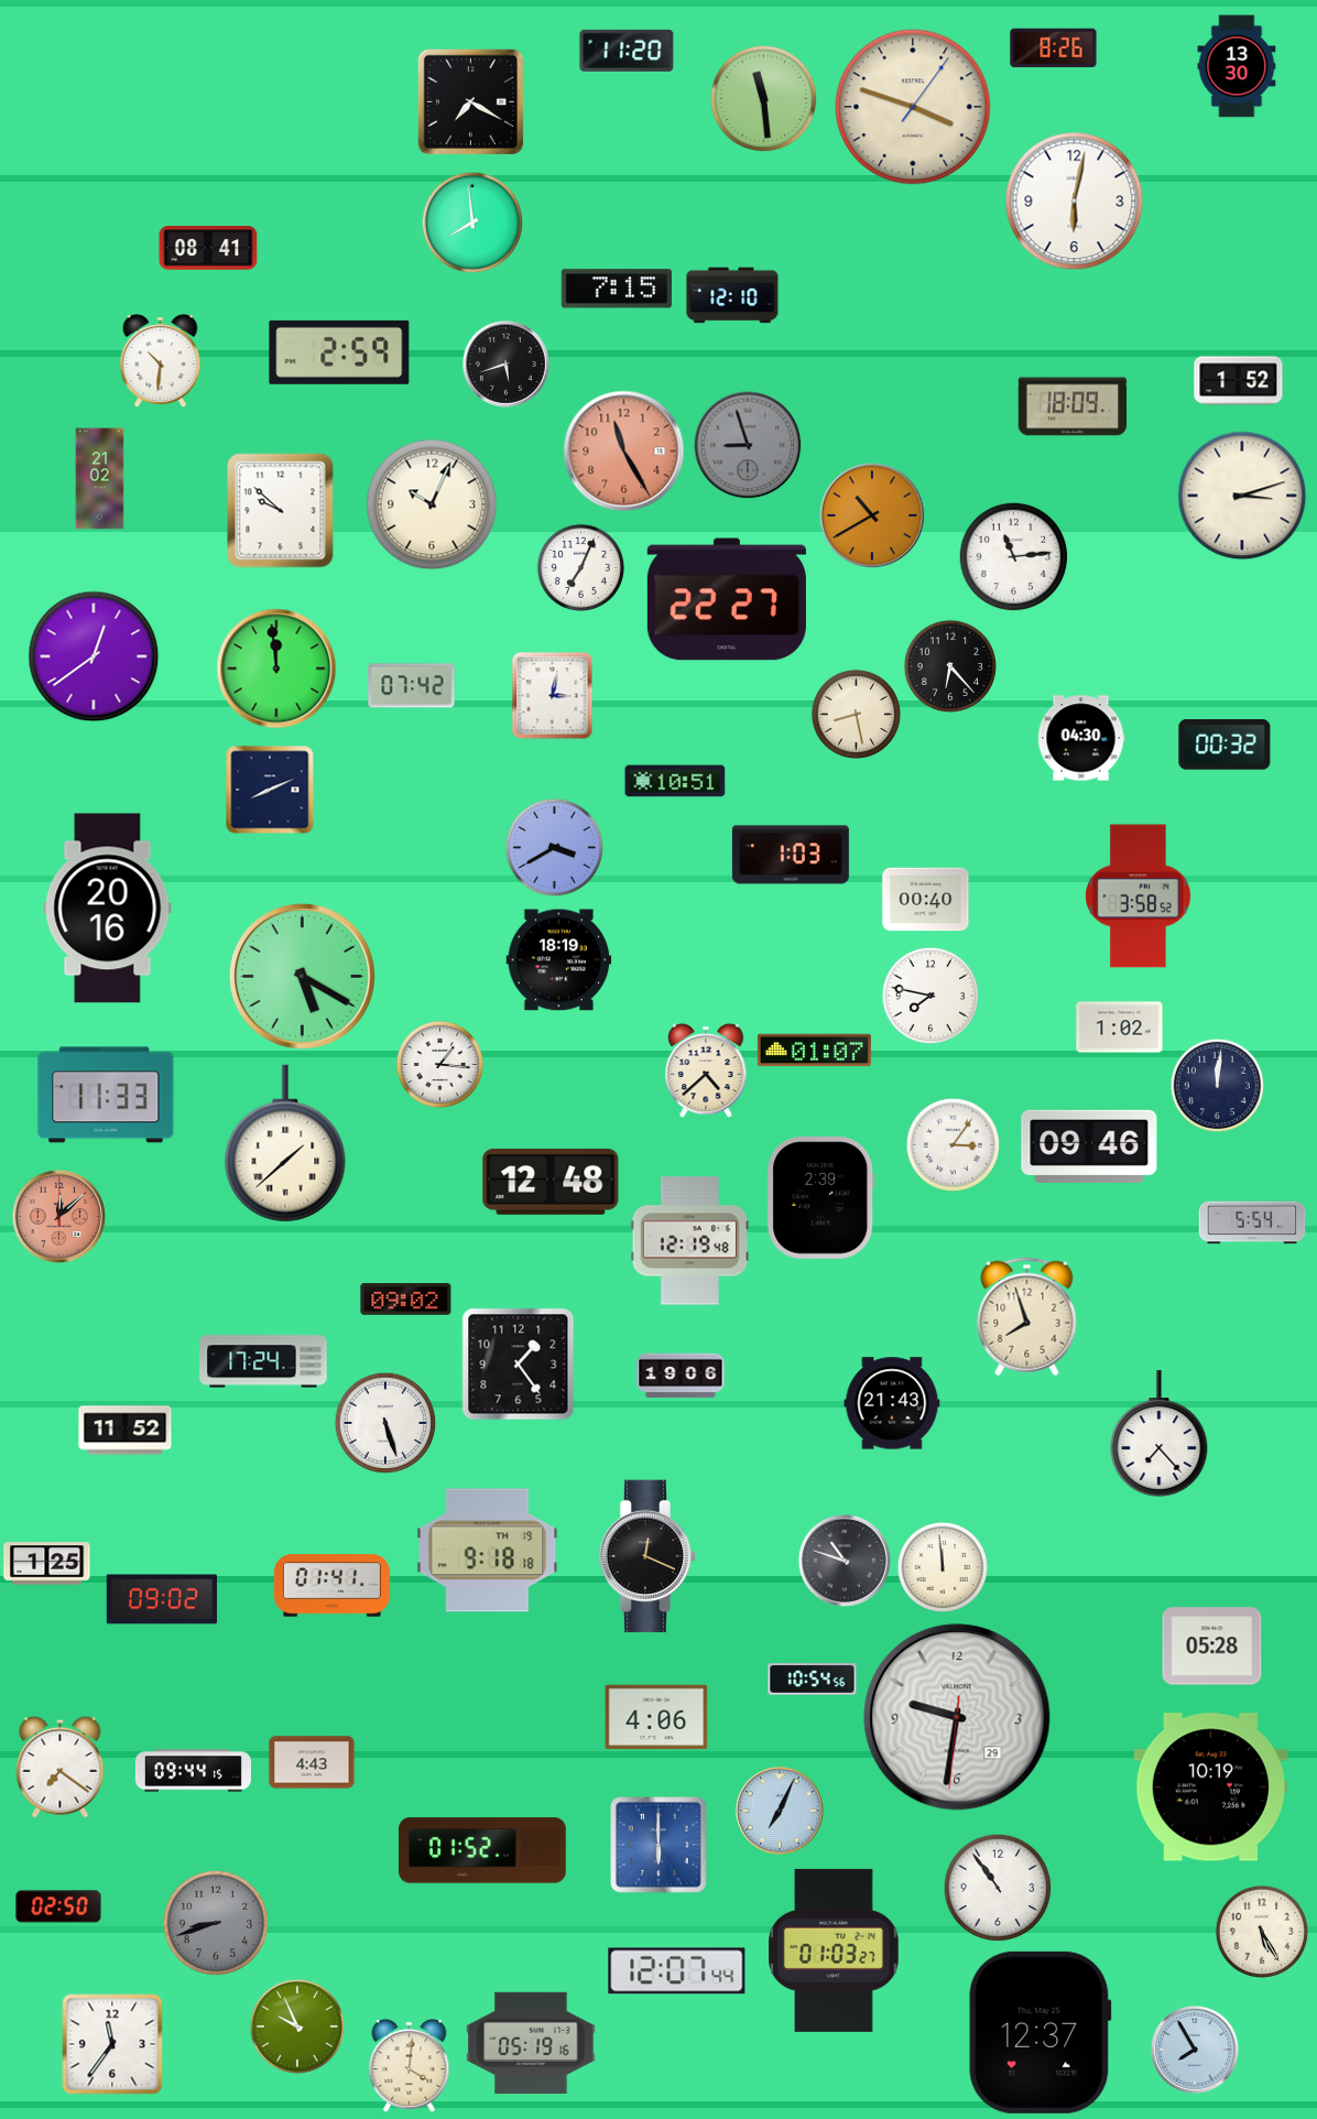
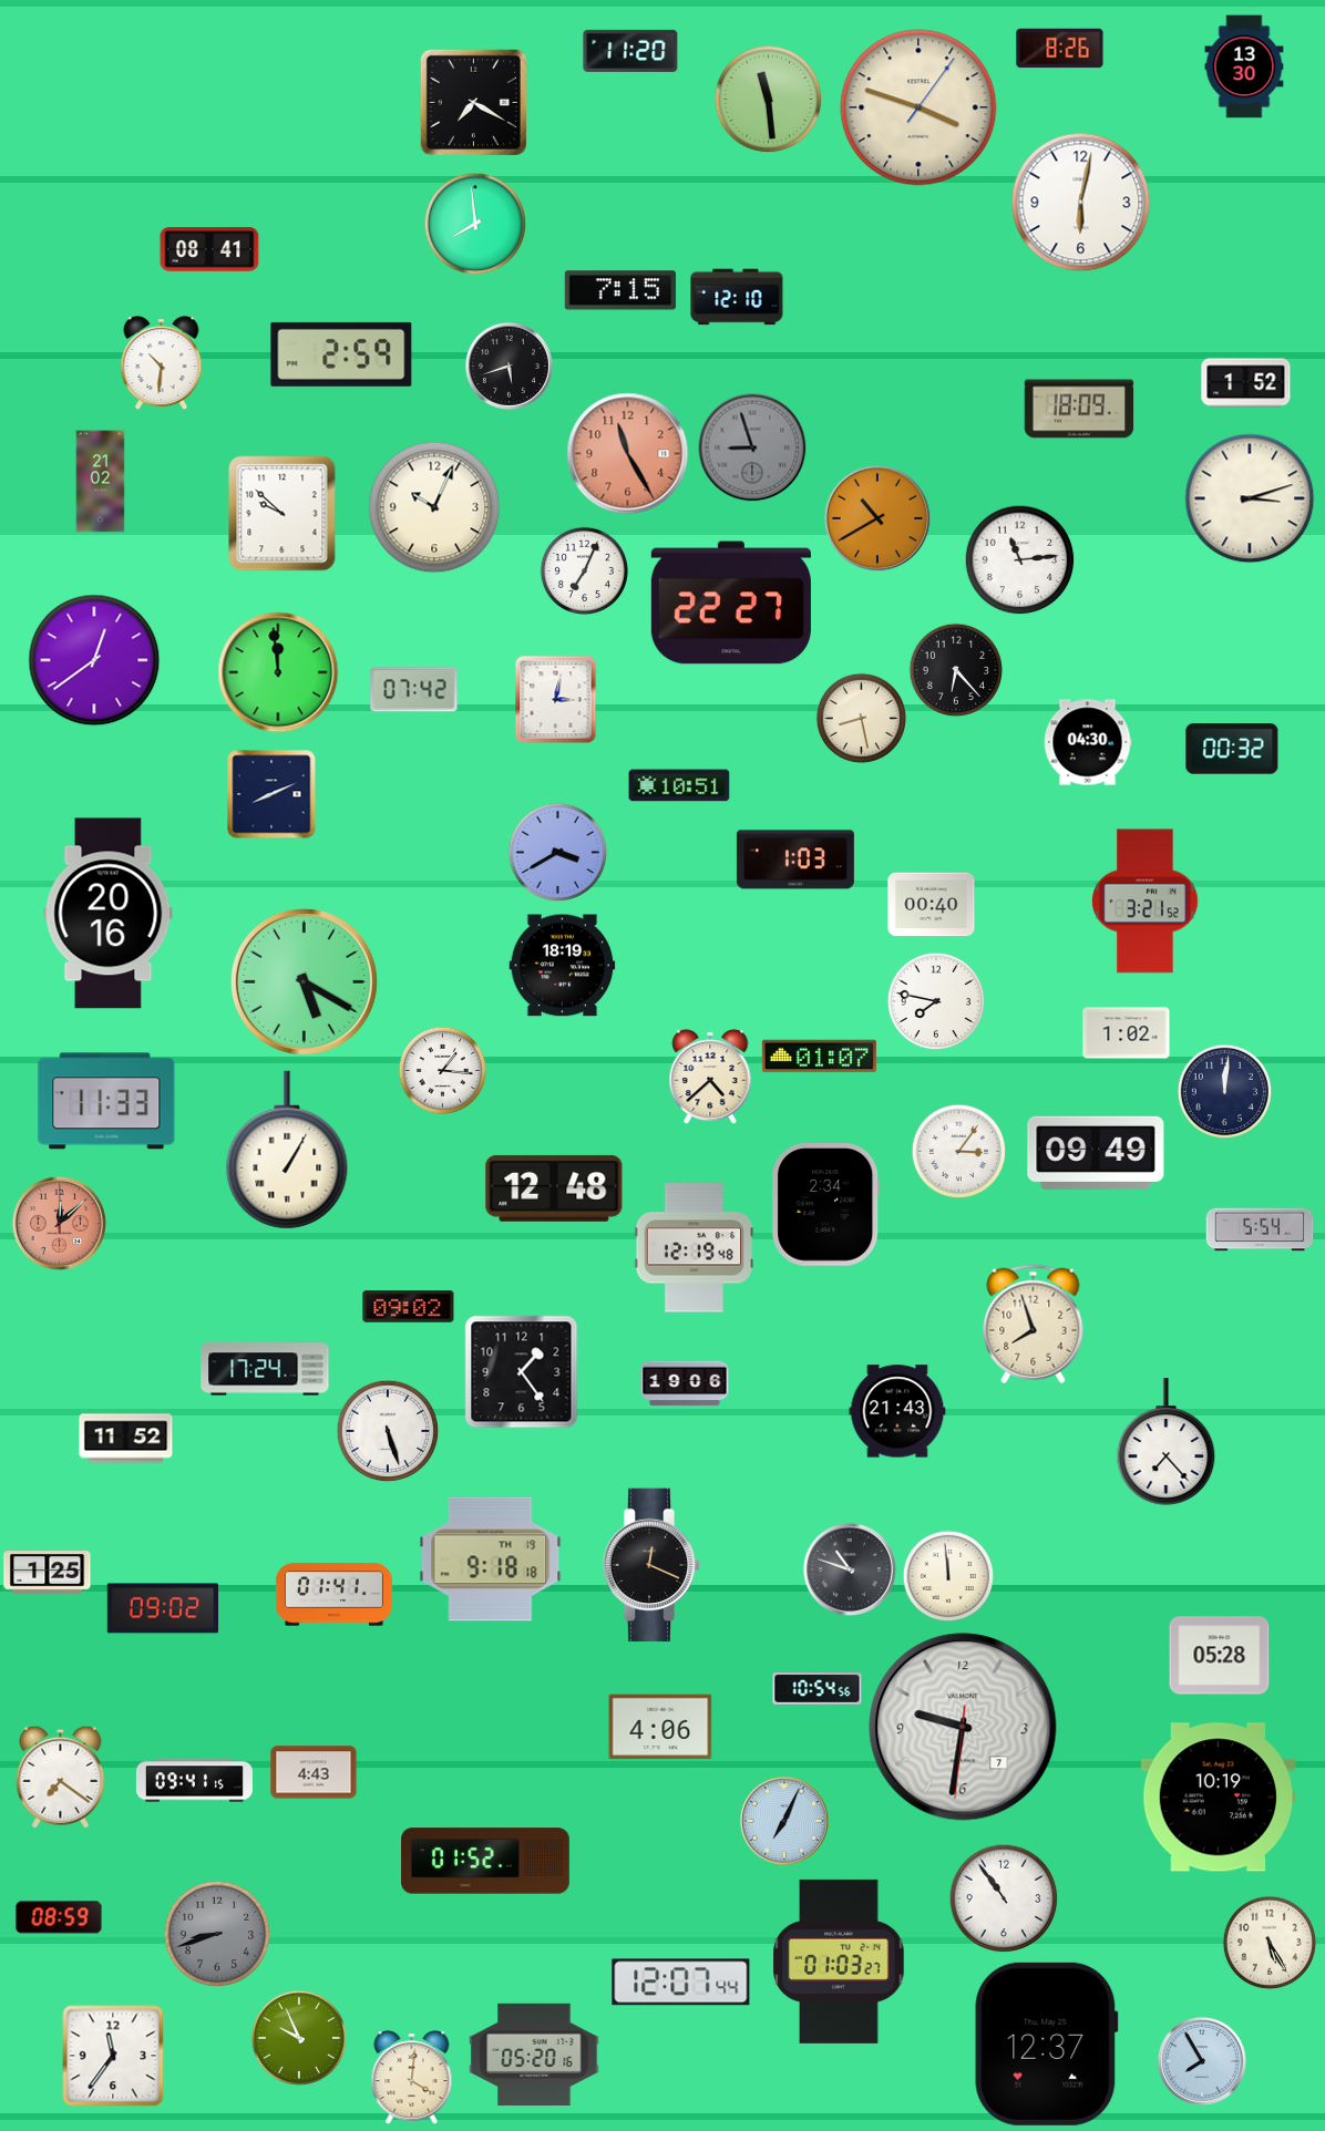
clock at (1139, 896): 3:58 -> 3:21
clock at (285, 1143): 1:38 -> 1:05
clock at (1089, 1147): 09:46 -> 09:49
clock at (821, 1198): 2:39 -> 2:34
clock at (957, 1717) date: 29 -> 7
clock at (193, 1771): 09:44 -> 09:41
clock at (658, 1845): 6:00 -> none
clock at (58, 1906): 02:50 -> 08:59
clock at (531, 2042): 05:19 -> 05:20
